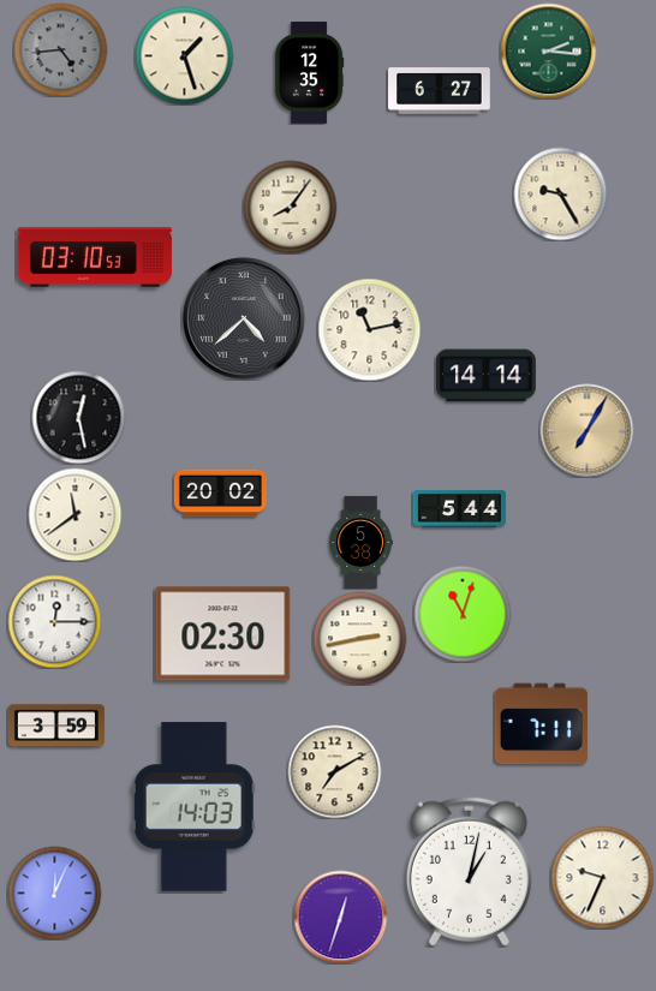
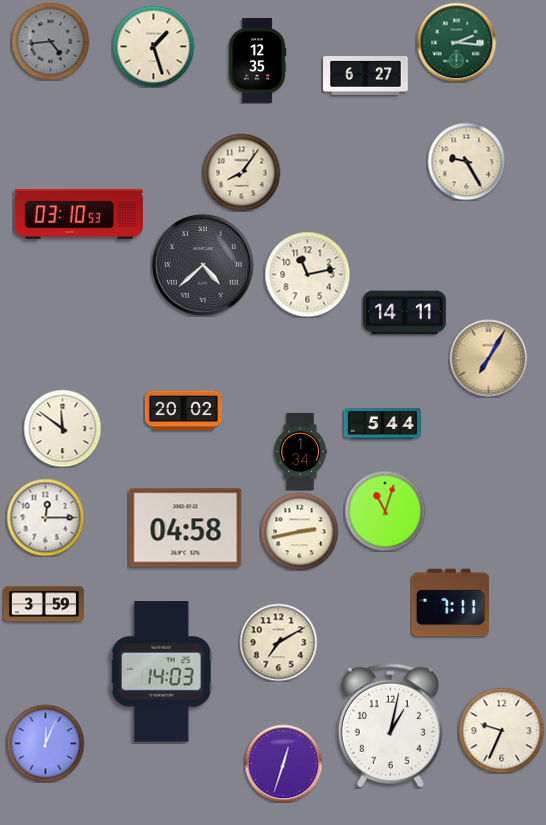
clock at (487, 376): 14:14 -> 14:11
clock at (78, 417): 12:28 -> none
clock at (74, 514): 11:39 -> 11:51
clock at (360, 542): 5:38 -> 1:34
clock at (223, 634): 02:30 -> 04:58
clock at (56, 726) position: (56, 726) -> (44, 604)
